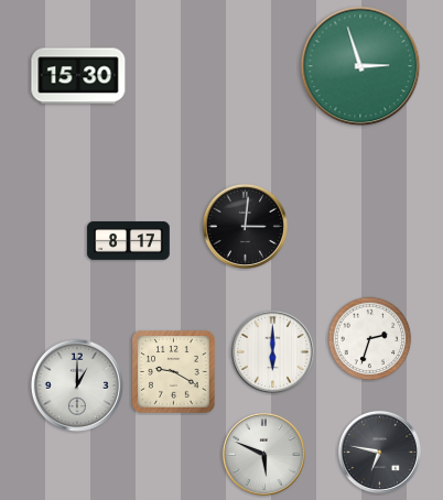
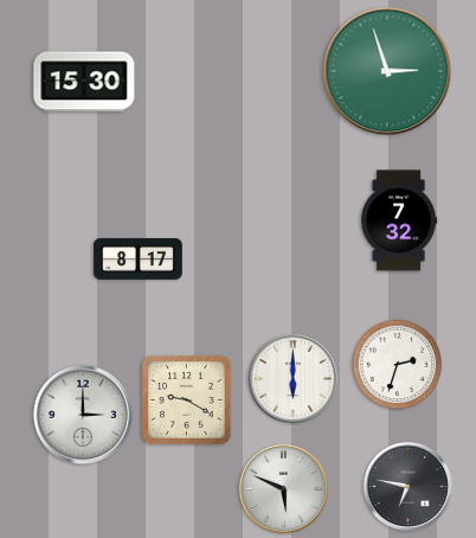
clock at (399, 220): none -> 7:32
clock at (245, 226): 3:01 -> none
clock at (76, 384): 1:00 -> 3:00
